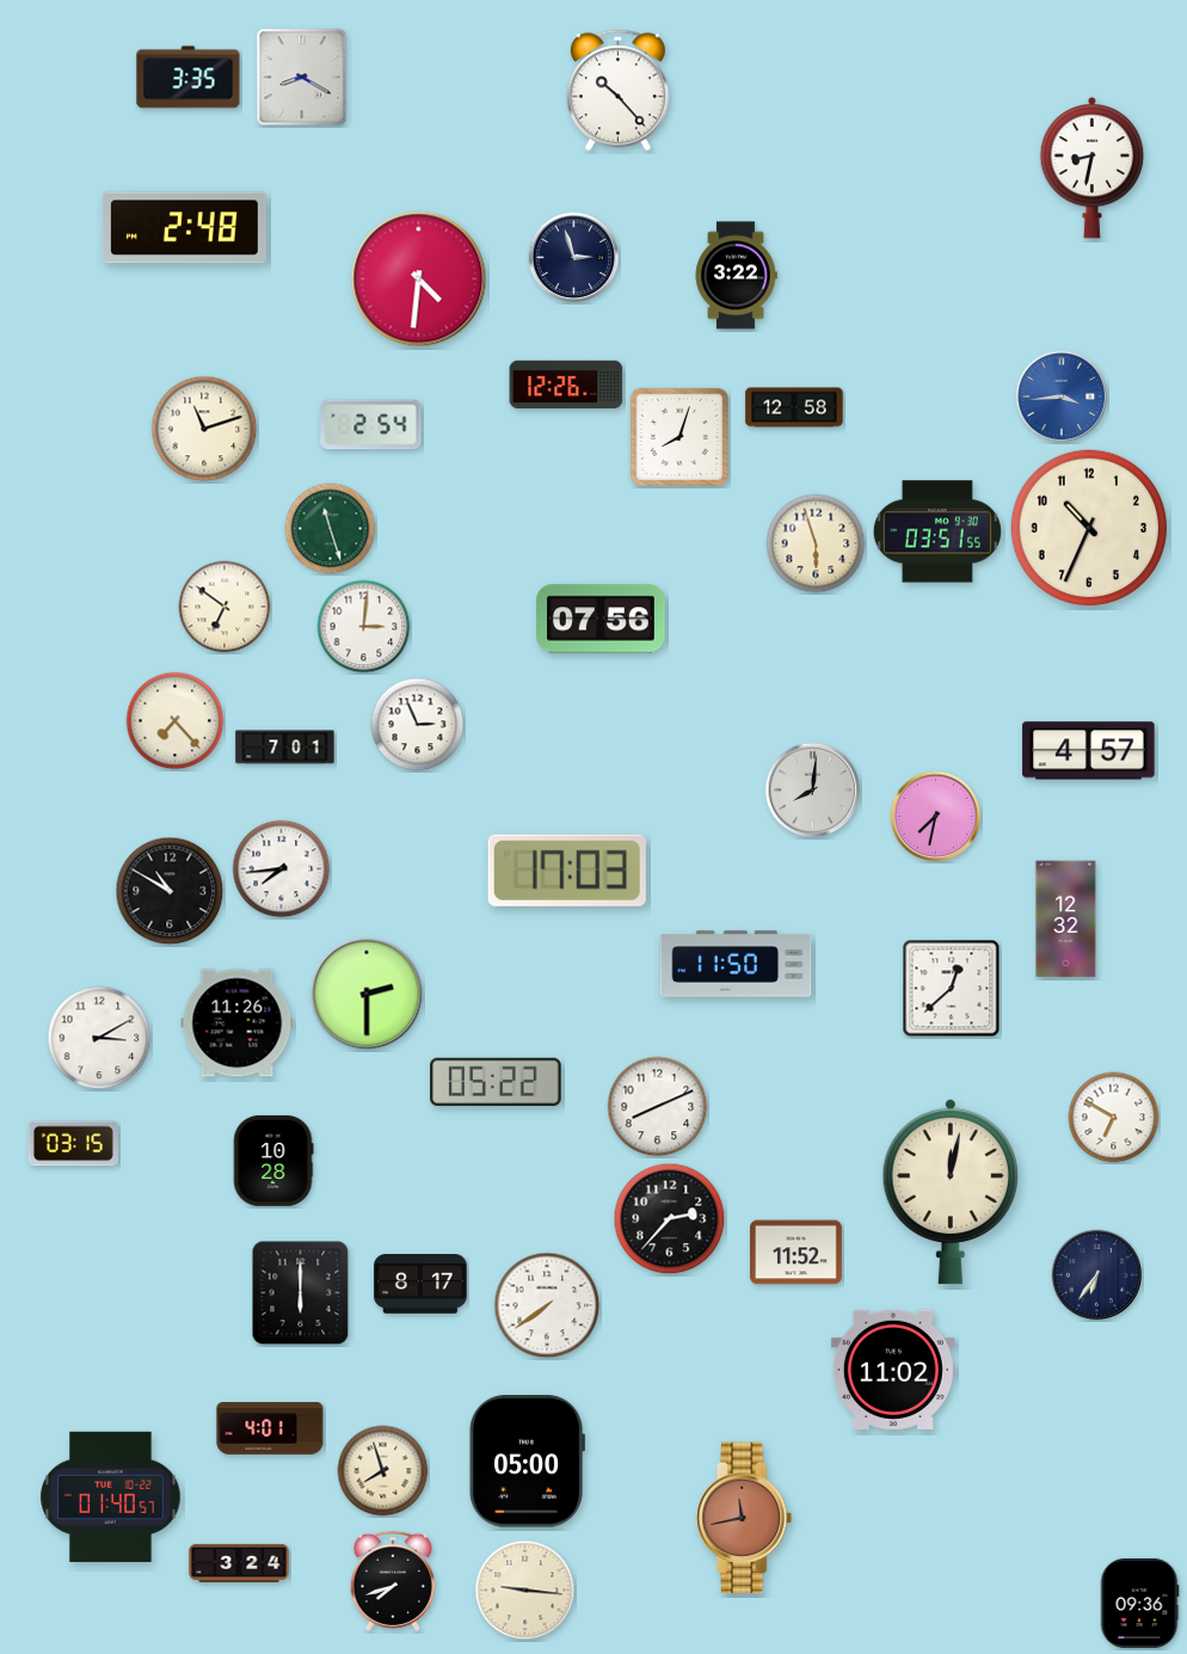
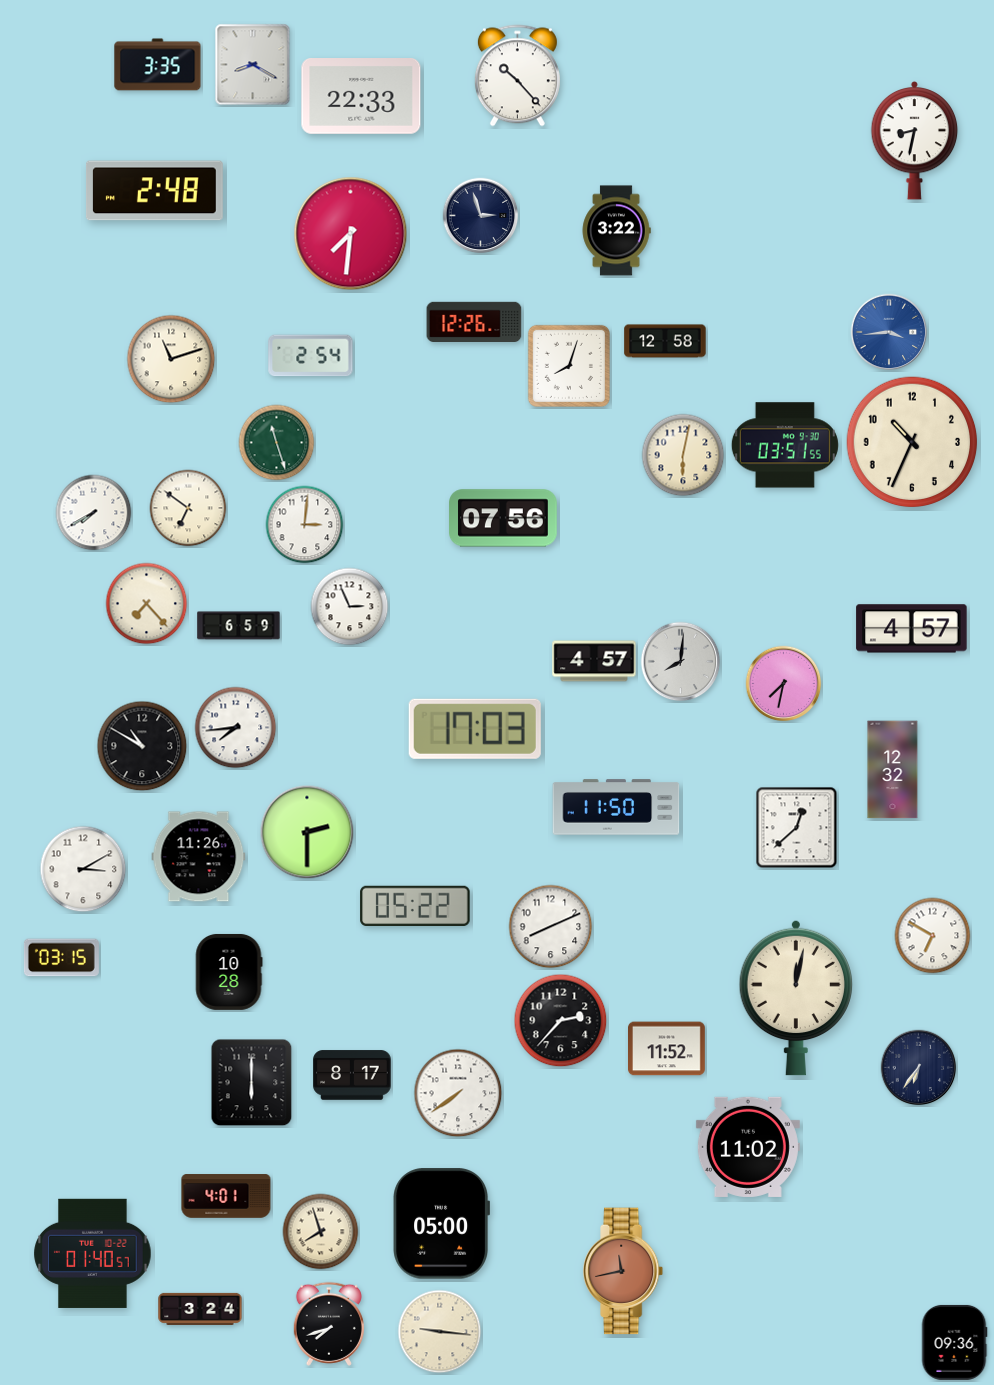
clock at (361, 97): none -> 22:33
clock at (419, 279): 4:31 -> 7:31
clock at (816, 543): 5:57 -> 6:02
clock at (94, 513): none -> 7:40
clock at (285, 748): 7:01 -> 6:59
clock at (594, 661): none -> 4:57
